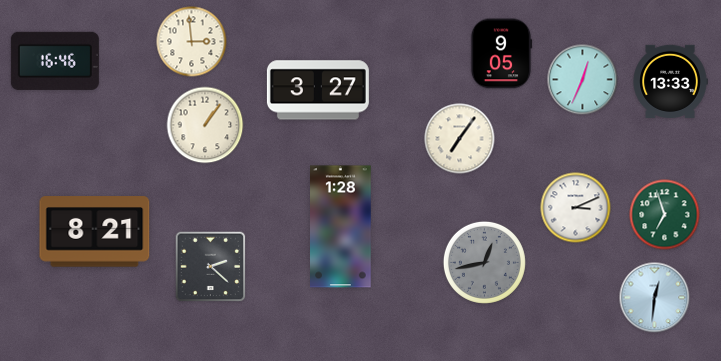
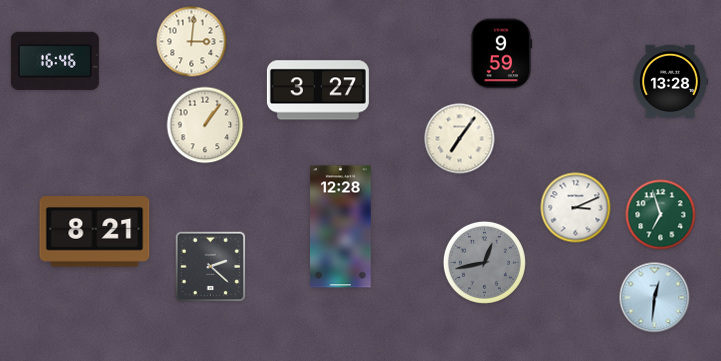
clock at (192, 42): 2:59 -> 3:01
clock at (501, 54): 9:05 -> 9:59
clock at (583, 80): 12:34 -> none
clock at (670, 81): 13:33 -> 13:28
clock at (665, 215) position: (665, 215) -> (661, 215)
clock at (341, 227): 1:28 -> 12:28
